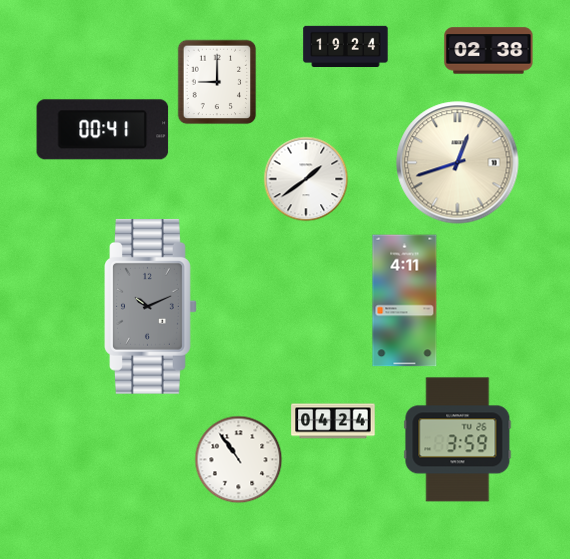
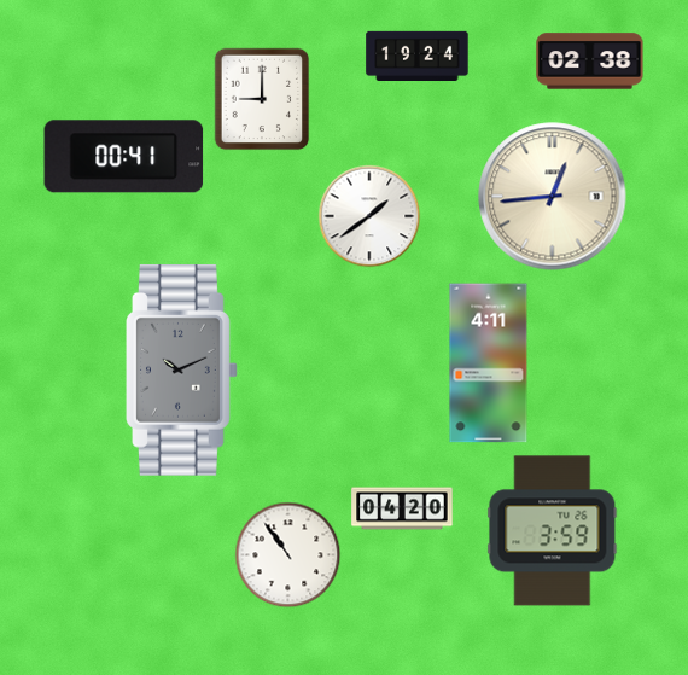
clock at (458, 163): 12:42 -> 12:44
clock at (333, 421): 04:24 -> 04:20
